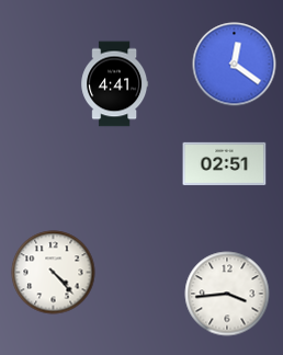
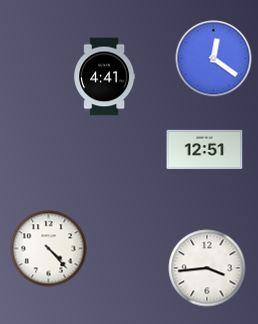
clock at (225, 163): 02:51 -> 12:51
